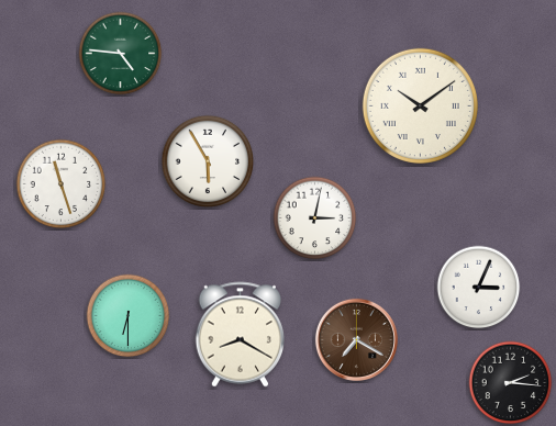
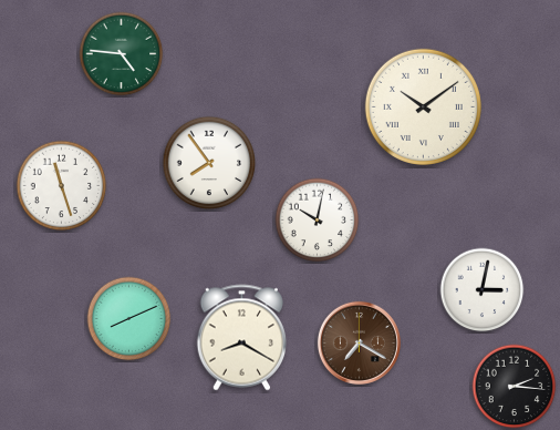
clock at (208, 161): 5:55 -> 7:54
clock at (315, 218): 3:02 -> 10:02
clock at (479, 288): 3:04 -> 3:02
clock at (129, 316): 6:30 -> 8:11
